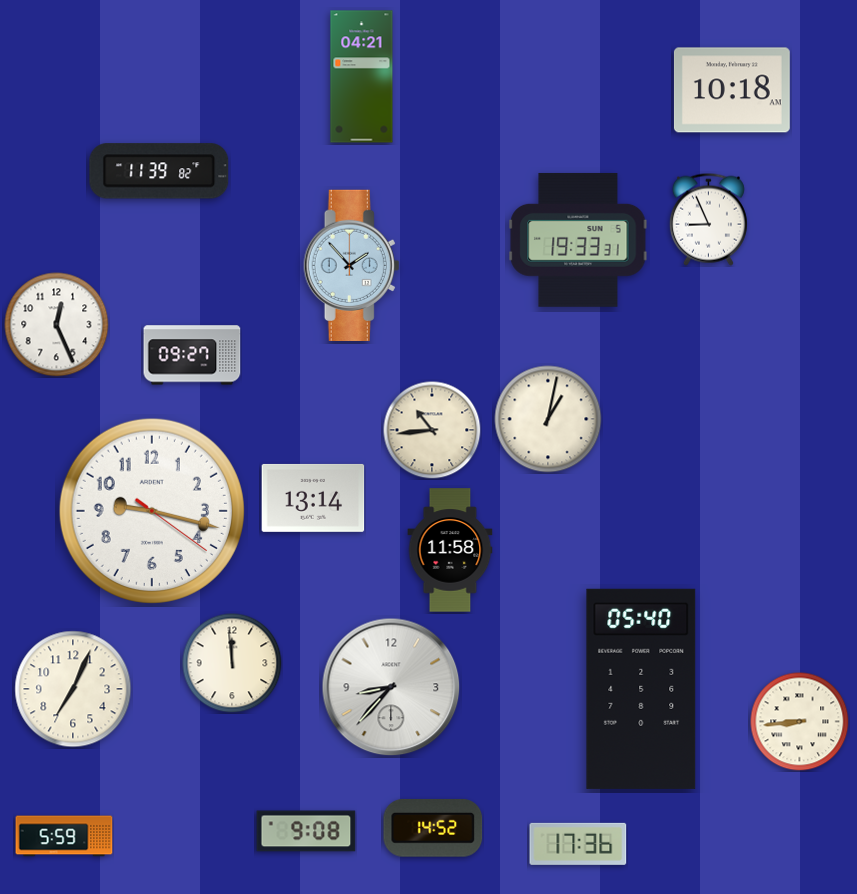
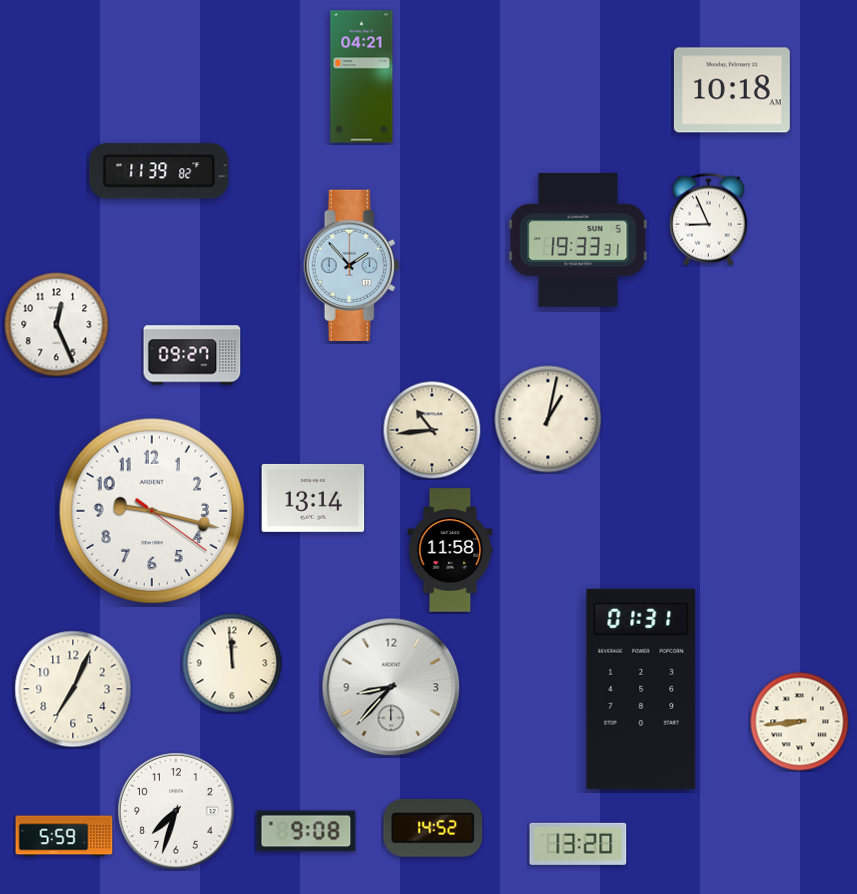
clock at (641, 689): 05:40 -> 01:31
clock at (176, 811): none -> 7:33
clock at (578, 844): 17:36 -> 13:20
